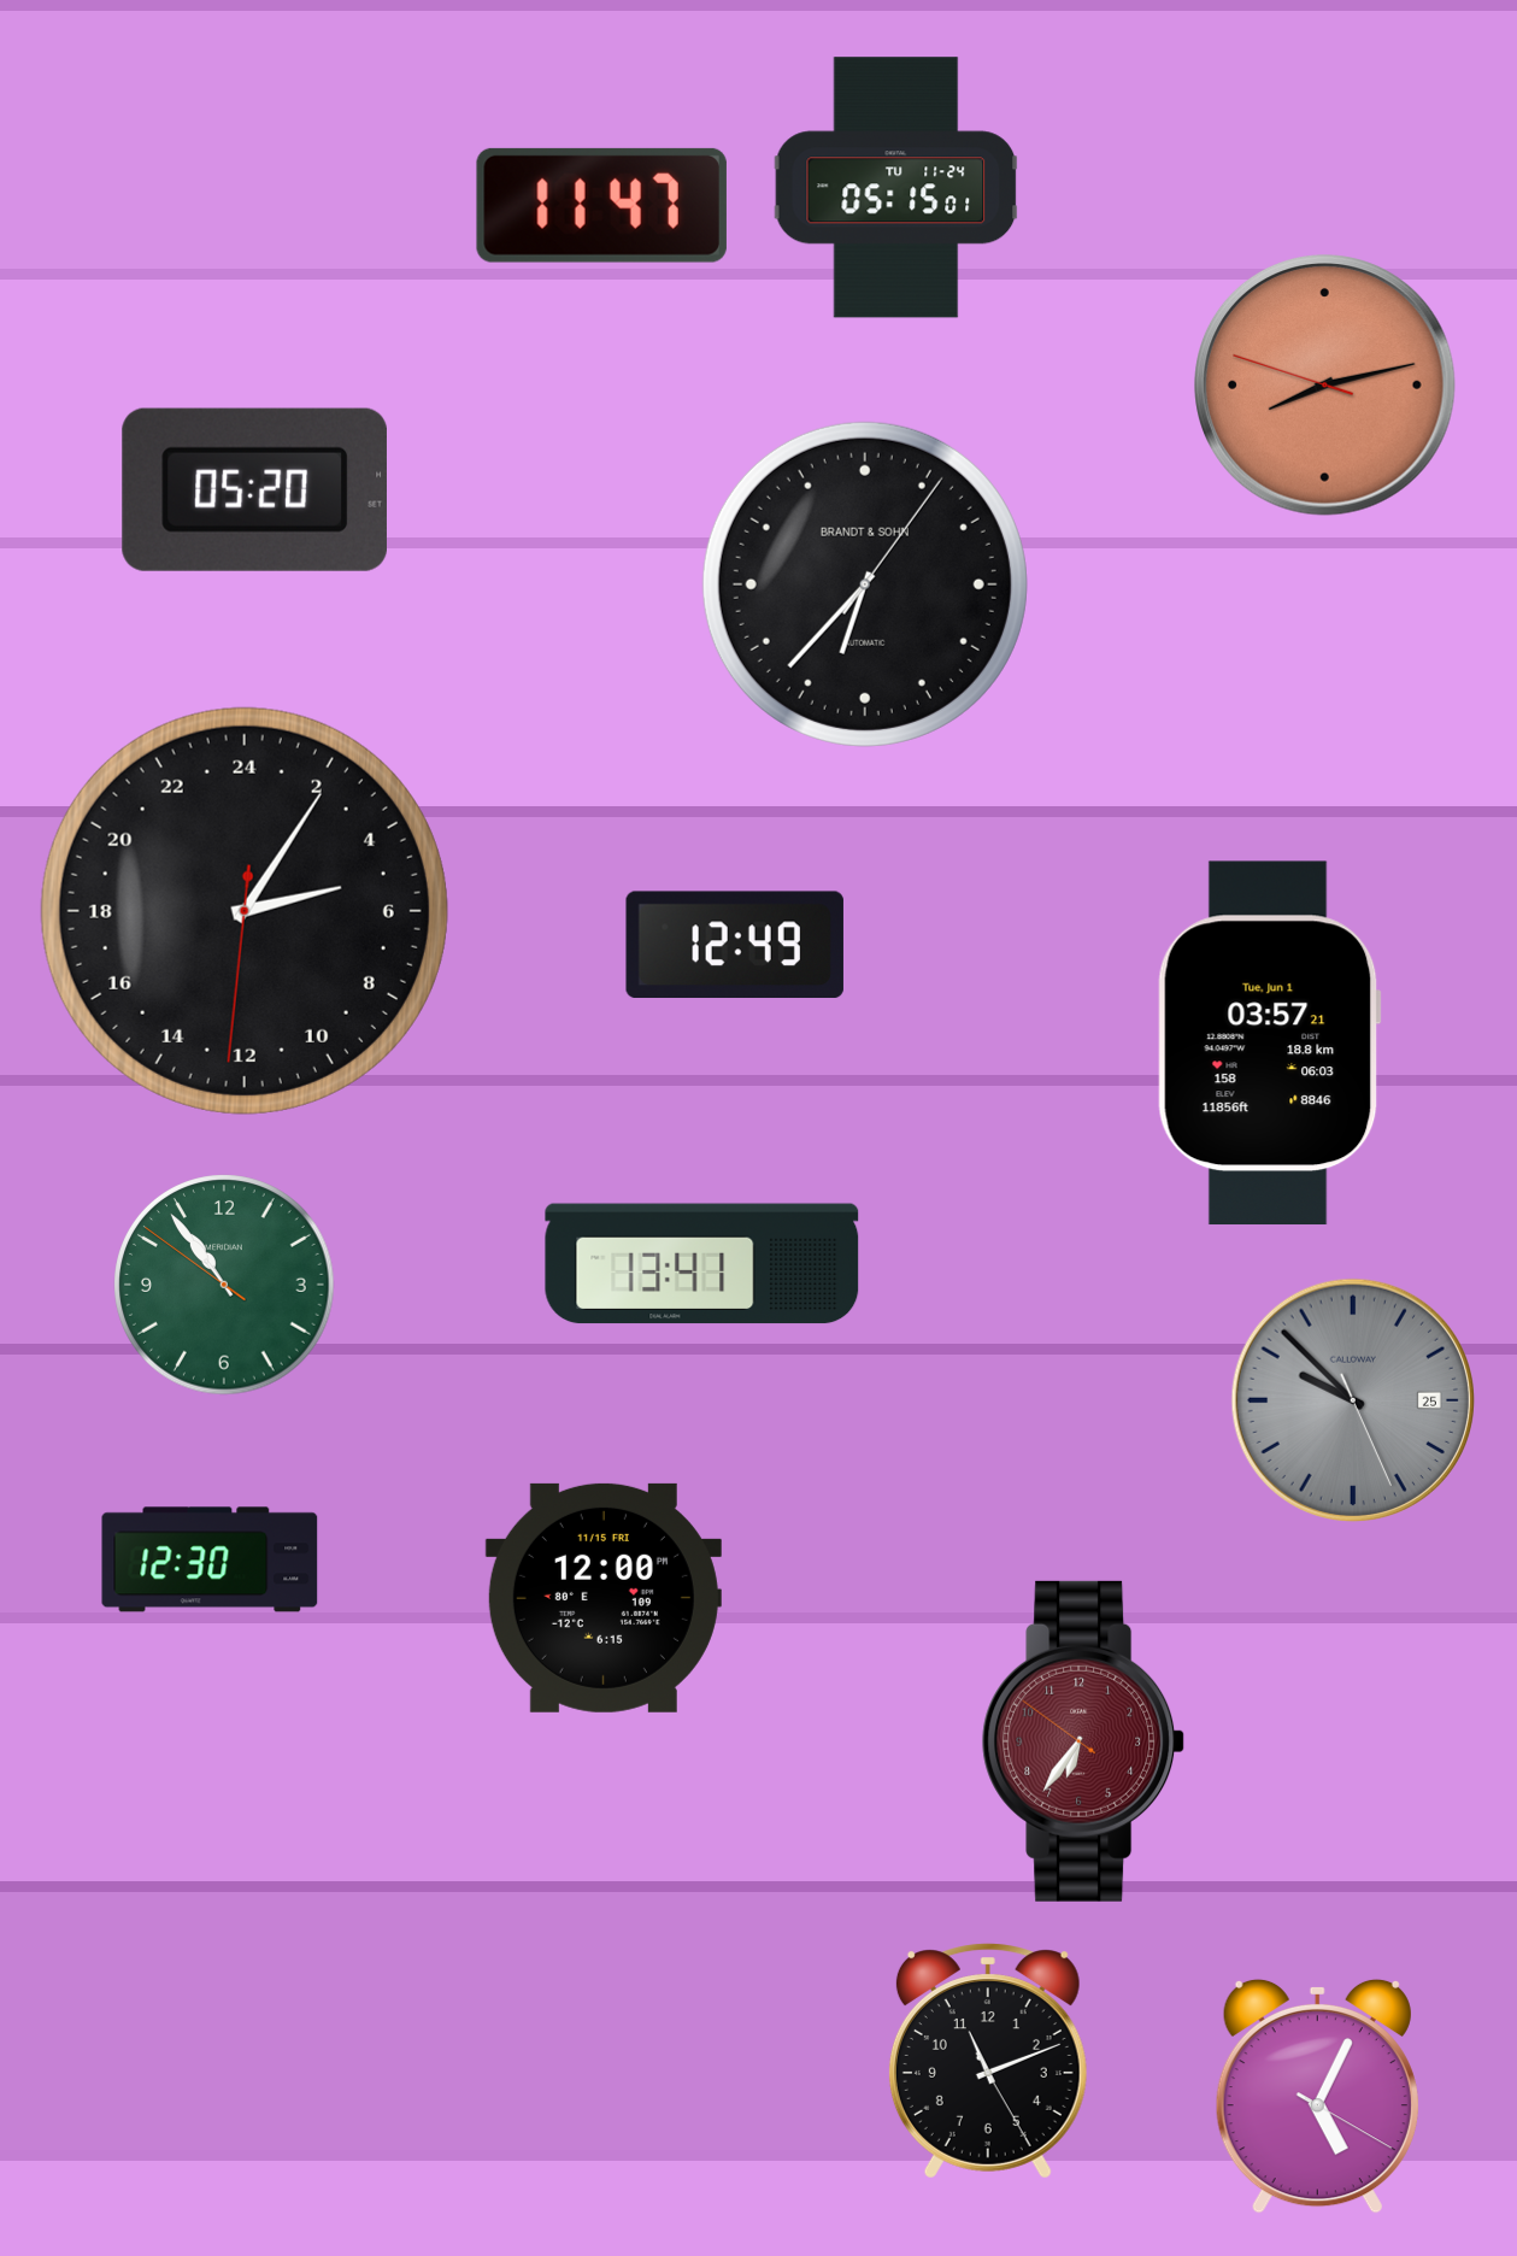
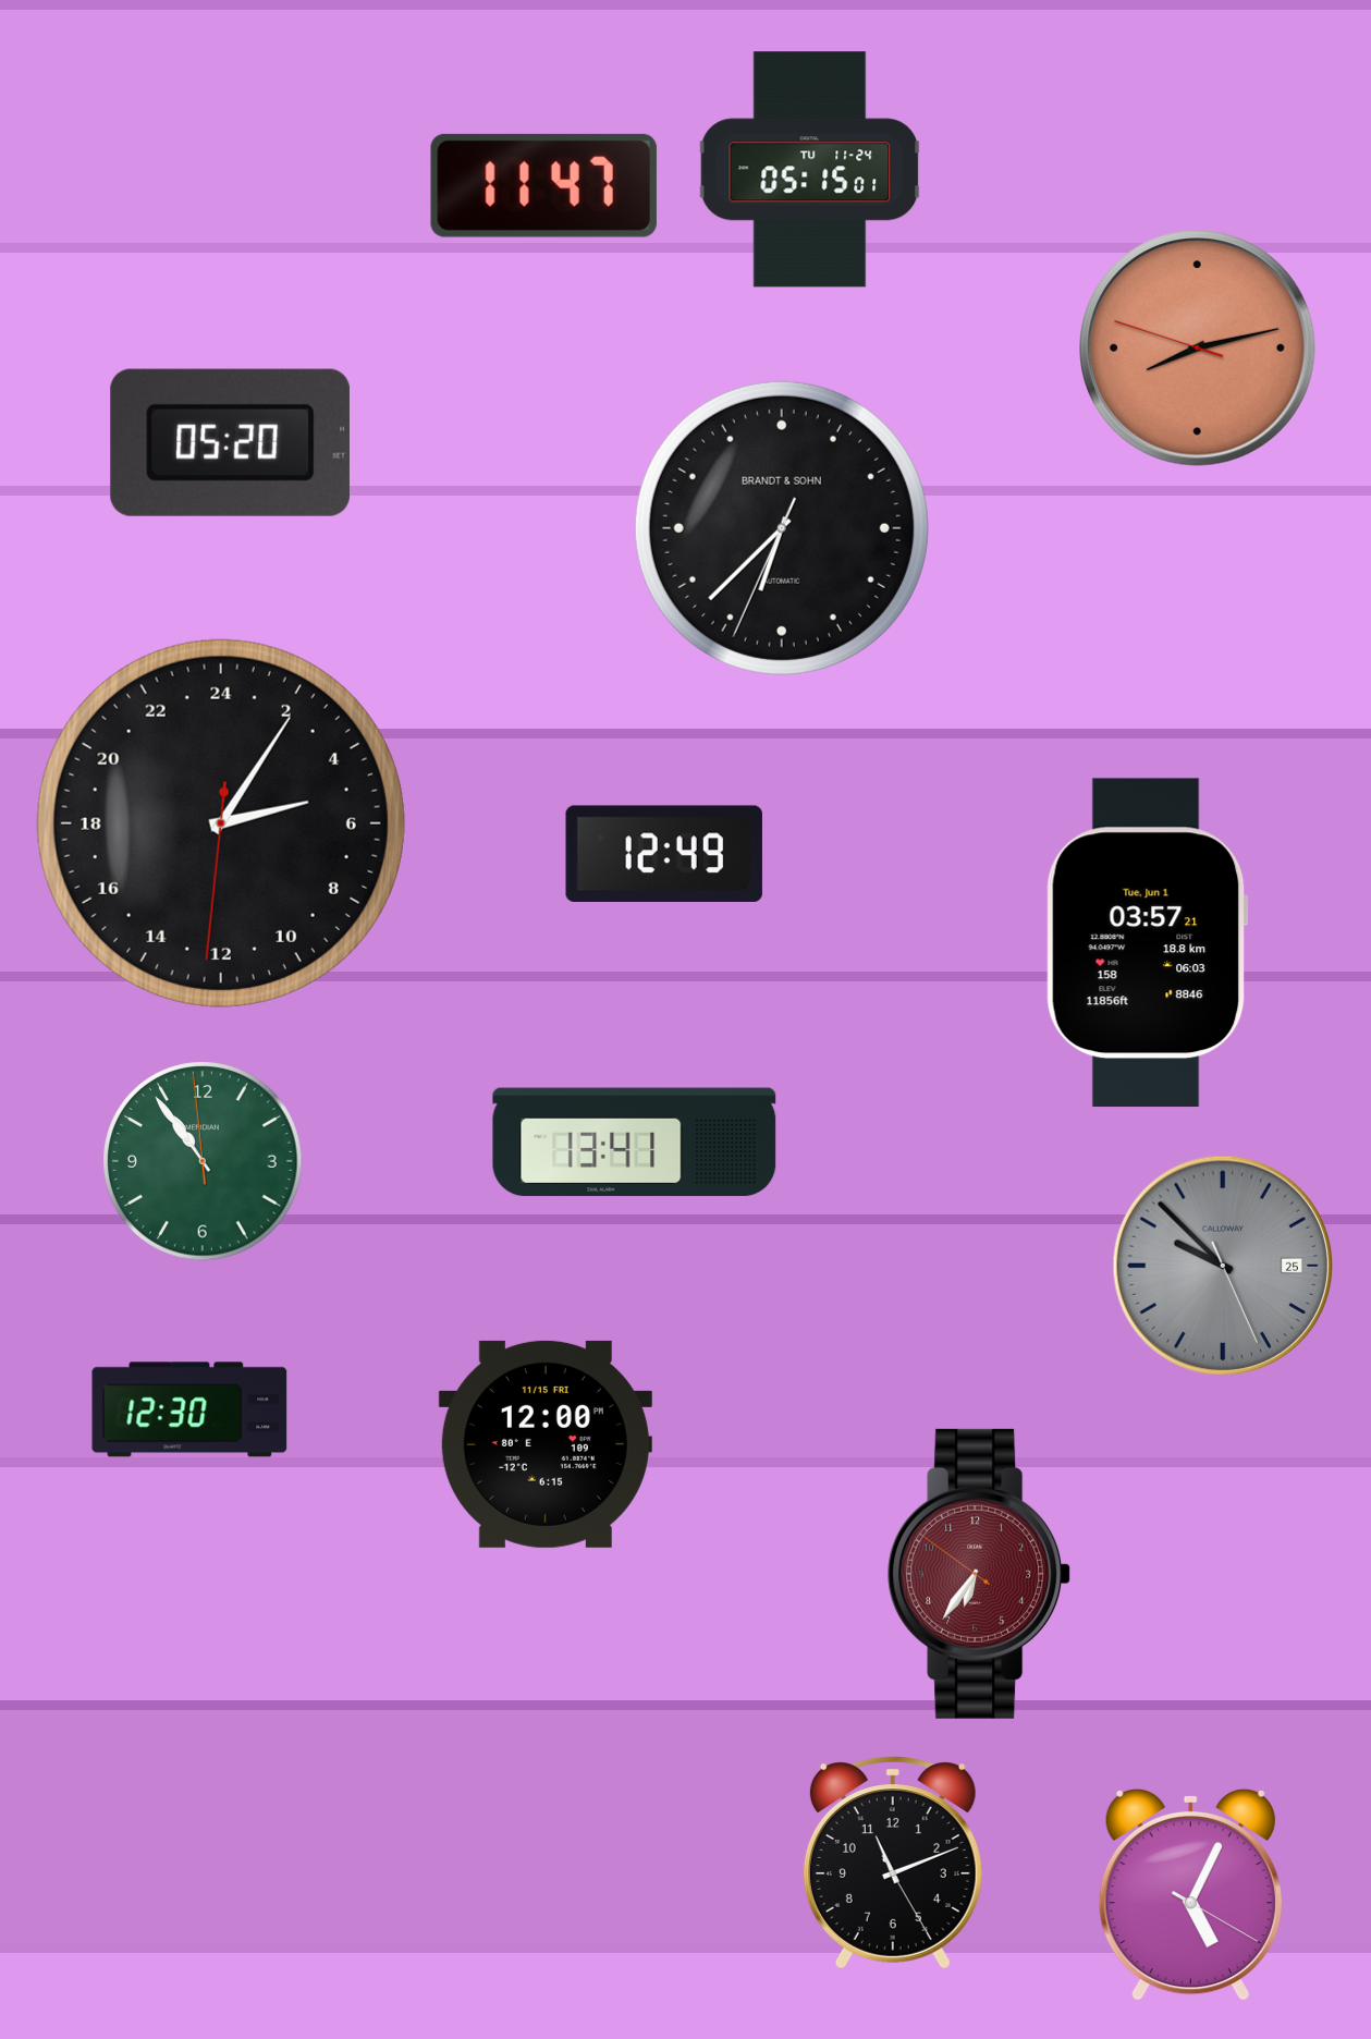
clock at (865, 584): 6:37:06 -> 6:37:34
clock at (224, 1285): 10:53:51 -> 10:53:59
